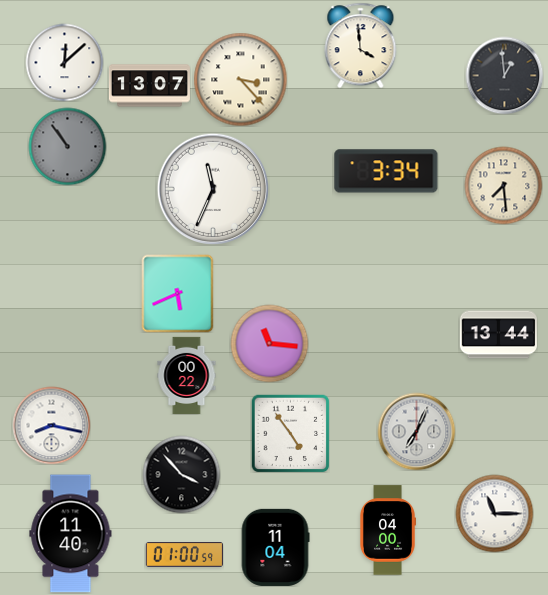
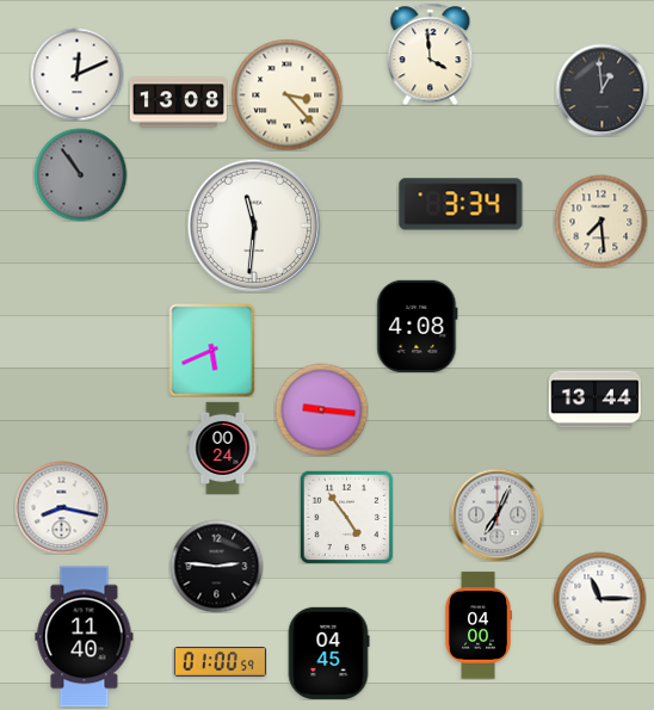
clock at (64, 62): 12:08 -> 12:11
clock at (149, 86): 13:07 -> 13:08
clock at (212, 188): 11:34 -> 11:31
clock at (418, 326): none -> 4:08
clock at (269, 343): 11:16 -> 9:16
clock at (187, 375): 00:22 -> 00:24
clock at (181, 474): 3:53 -> 2:46
clock at (494, 513) position: (494, 513) -> (599, 598)
clock at (387, 530) position: (387, 530) -> (477, 625)
clock at (275, 547): 11:04 -> 04:45
